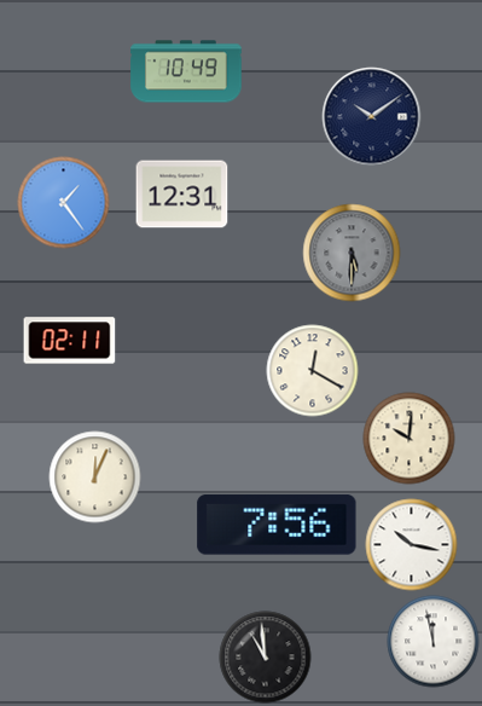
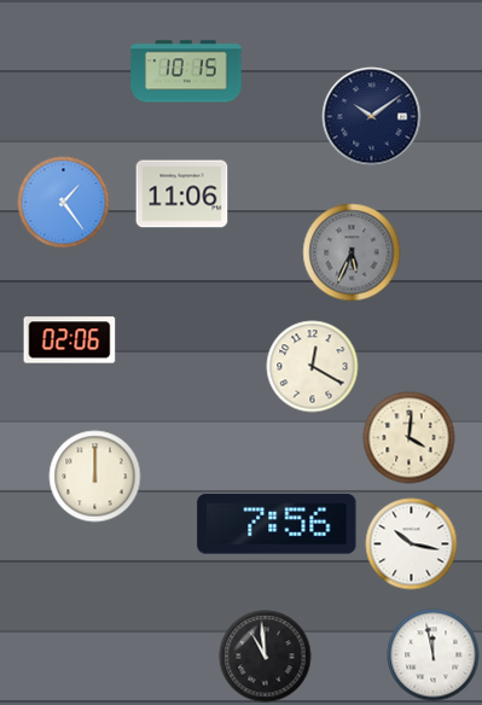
clock at (186, 71): 10:49 -> 10:15
clock at (182, 195): 12:31 -> 11:06
clock at (352, 253): 5:30 -> 5:34
clock at (70, 341): 02:11 -> 02:06
clock at (313, 371) position: (313, 371) -> (313, 367)
clock at (410, 439): 10:01 -> 4:01
clock at (95, 478): 12:04 -> 12:00
clock at (434, 642) position: (434, 642) -> (434, 656)
